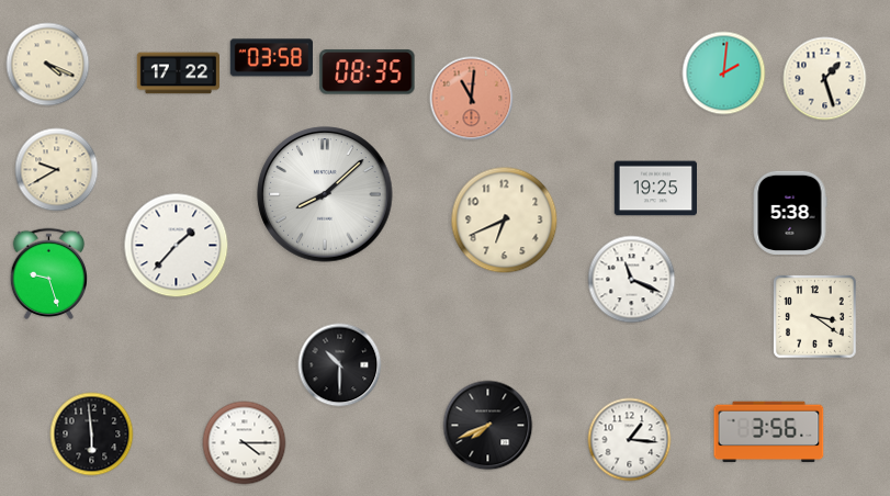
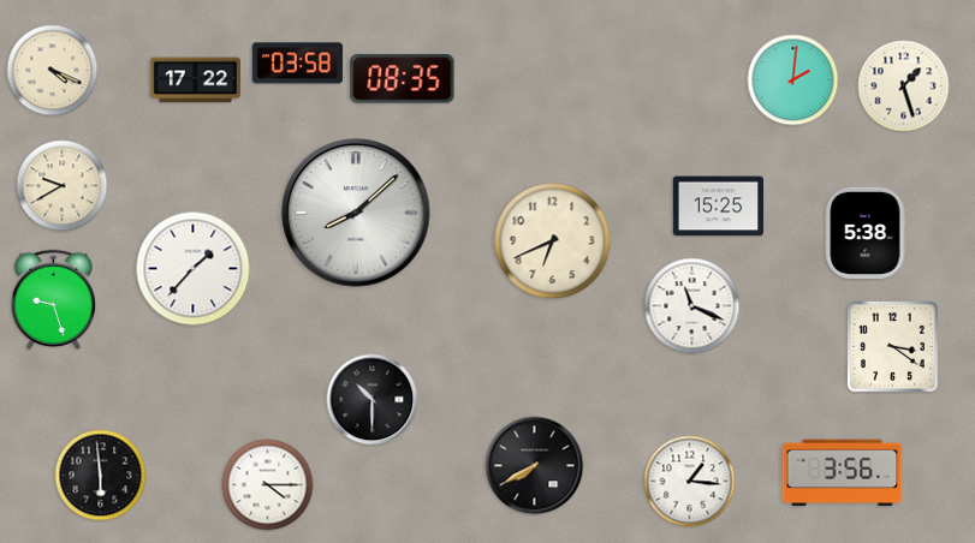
clock at (472, 99): 11:01 -> none
clock at (655, 189): 19:25 -> 15:25
clock at (488, 426): 7:41 -> 7:40
